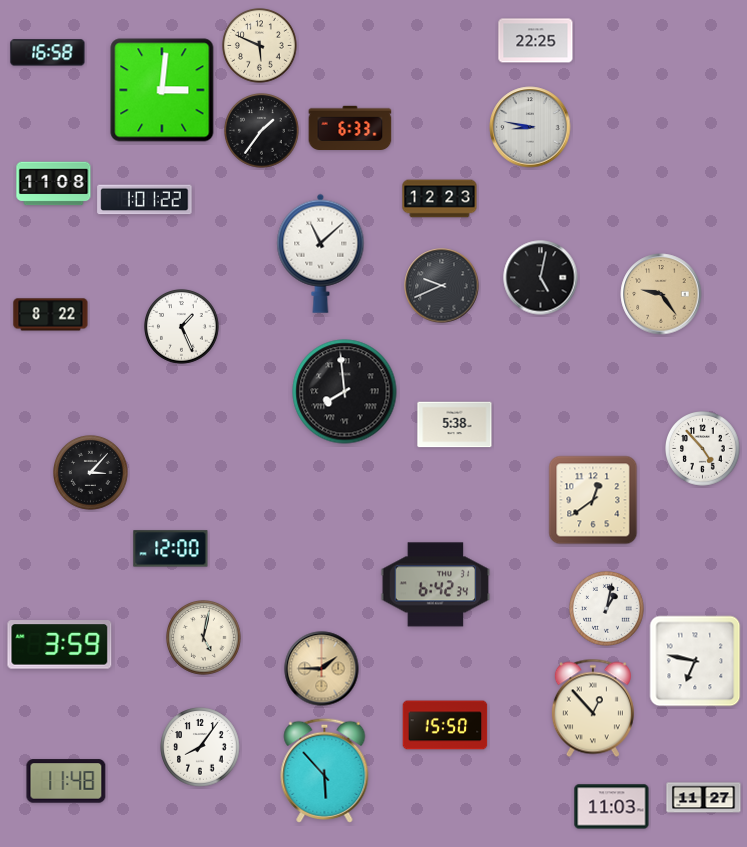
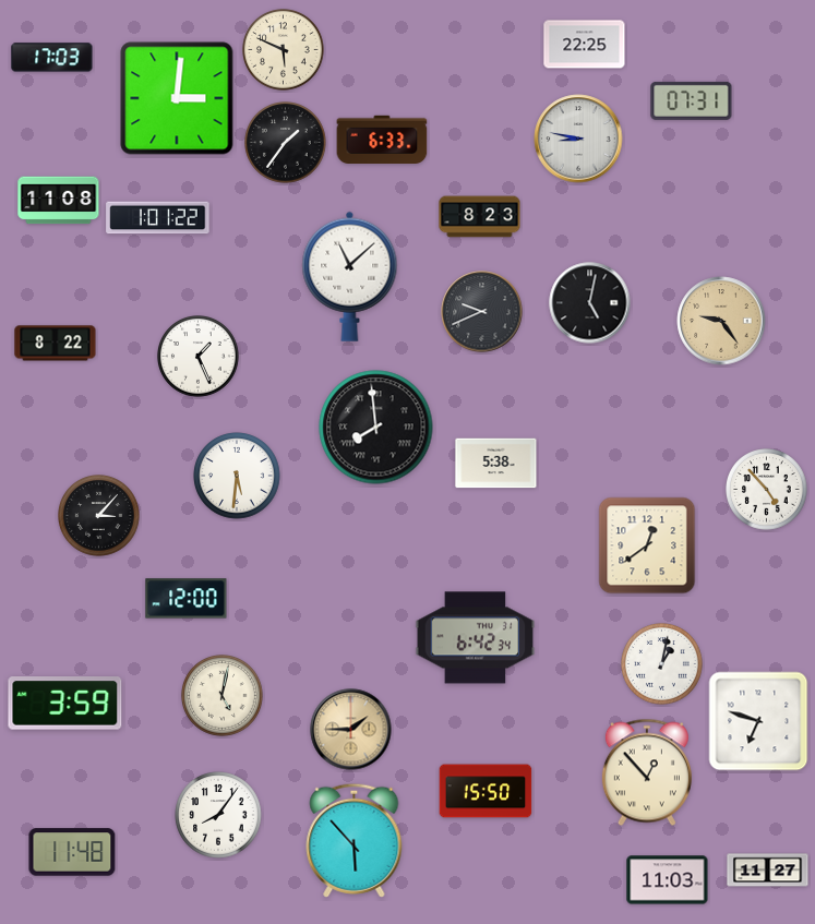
clock at (48, 53): 16:58 -> 17:03
clock at (692, 100): none -> 07:31
clock at (440, 199): 12:23 -> 8:23
clock at (237, 476): none -> 5:31
clock at (695, 661): 6:47 -> 6:48
